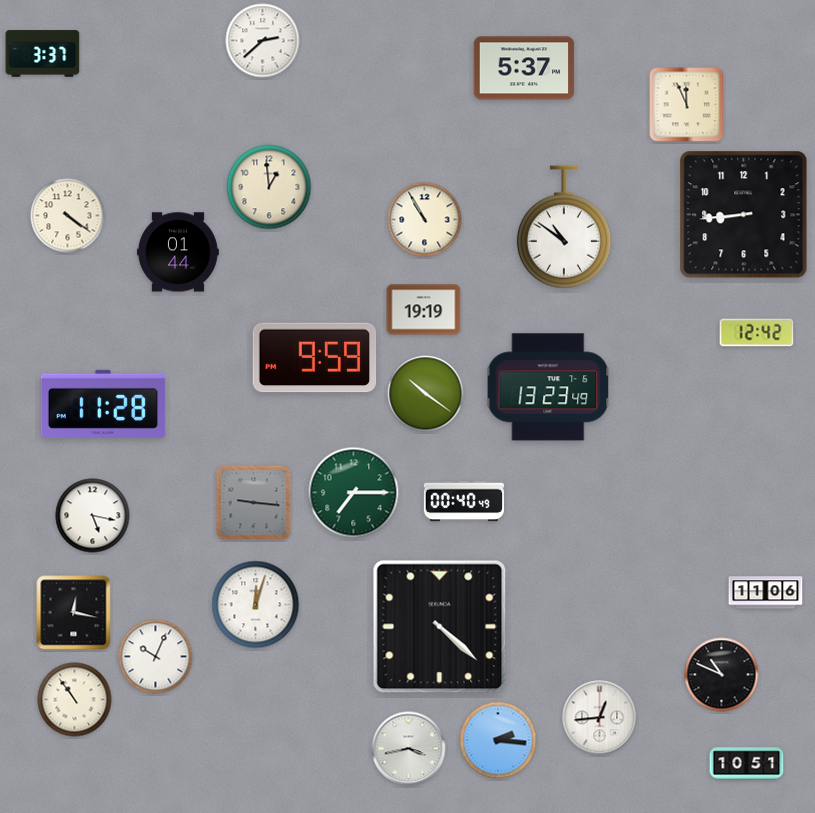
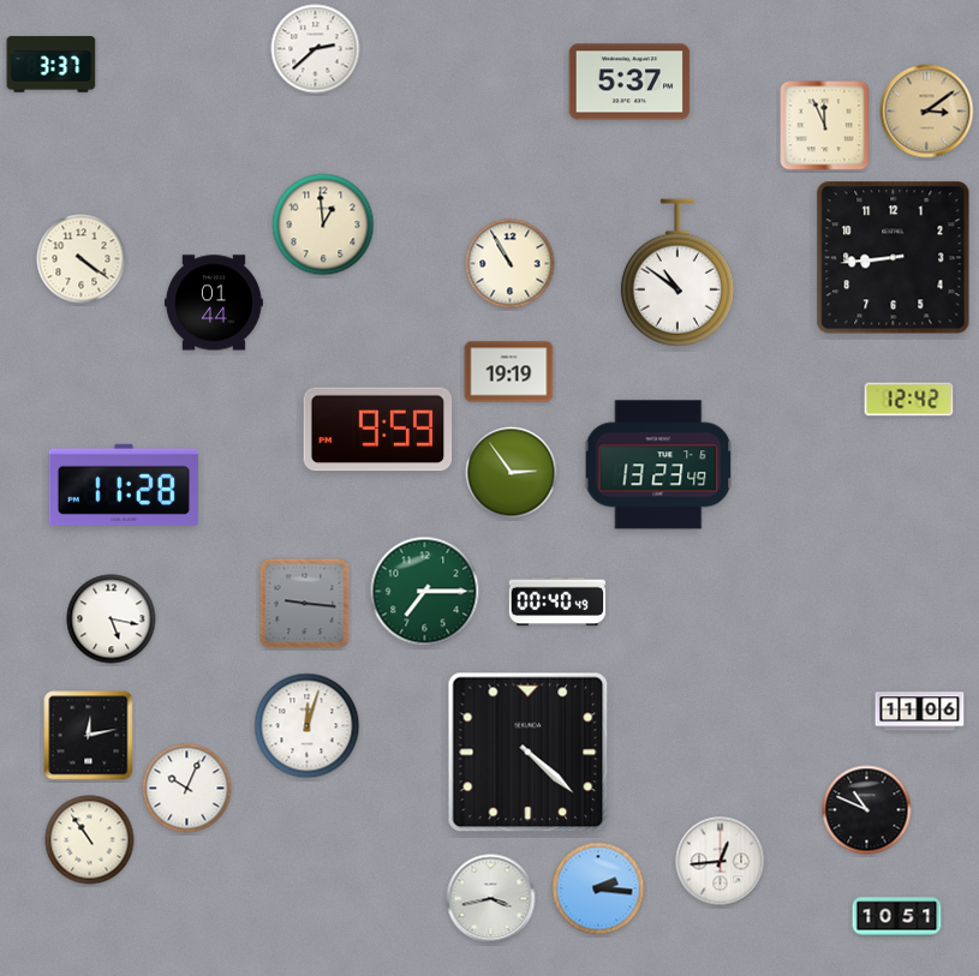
clock at (927, 112): none -> 3:09
clock at (426, 394): 10:21 -> 2:54
clock at (74, 613): 12:17 -> 12:13
